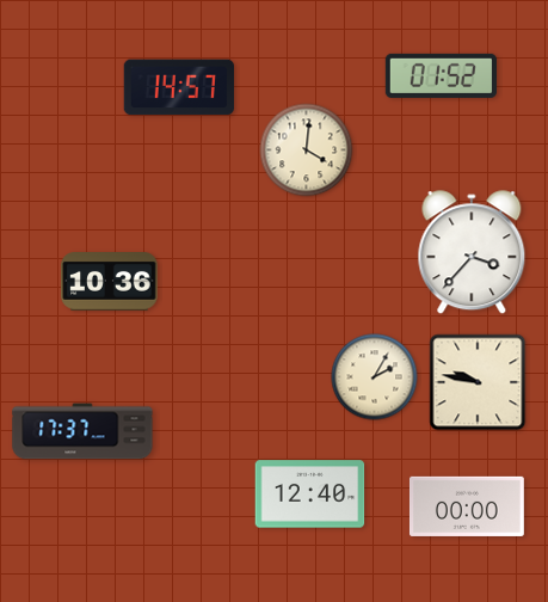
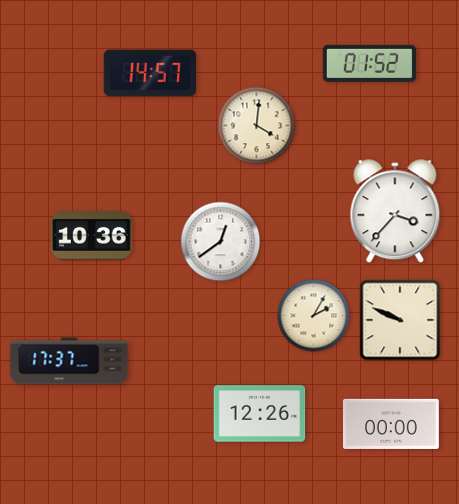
clock at (221, 242): none -> 12:39
clock at (478, 382): 9:47 -> 9:49
clock at (310, 494): 12:40 -> 12:26
